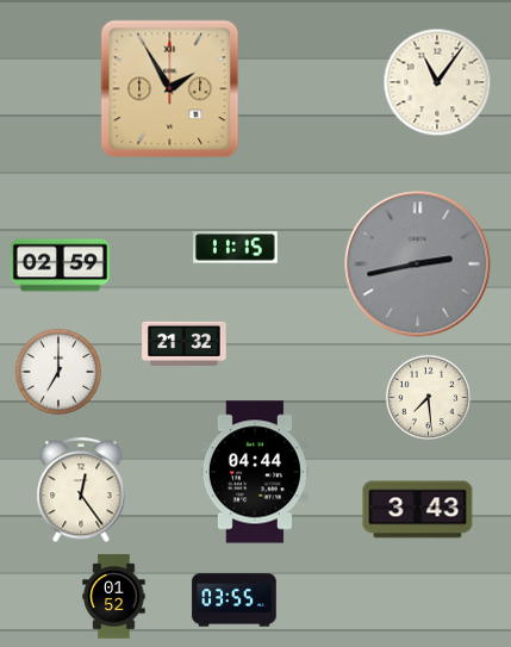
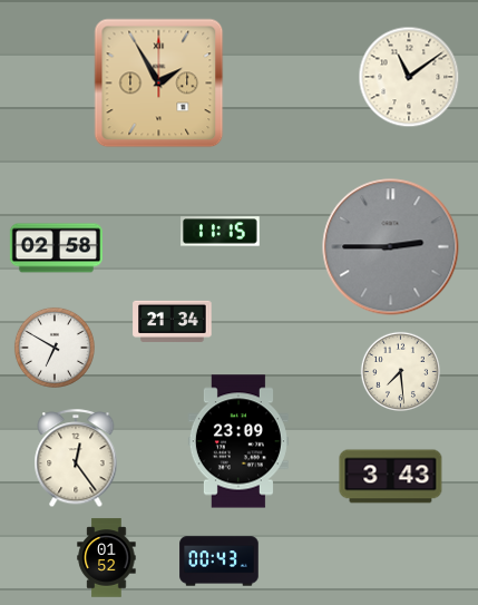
clock at (437, 82): 11:06 -> 11:09
clock at (418, 265): 2:43 -> 2:45
clock at (60, 266): 02:59 -> 02:58
clock at (185, 343): 21:32 -> 21:34
clock at (58, 372): 7:00 -> 6:50
clock at (255, 472): 04:44 -> 23:09
clock at (235, 601): 03:55 -> 00:43
